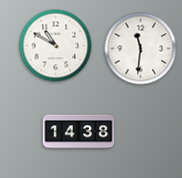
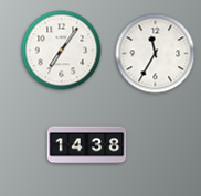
clock at (56, 46): 10:50 -> 7:06
clock at (141, 49): 11:31 -> 11:35
